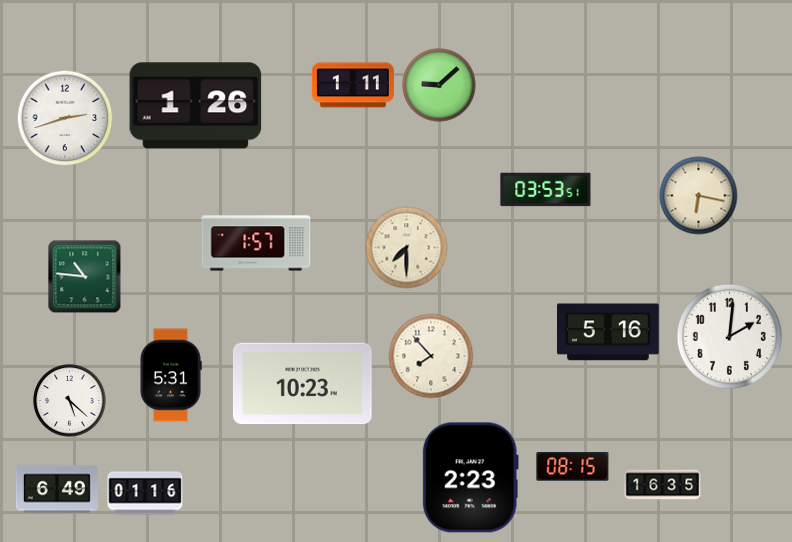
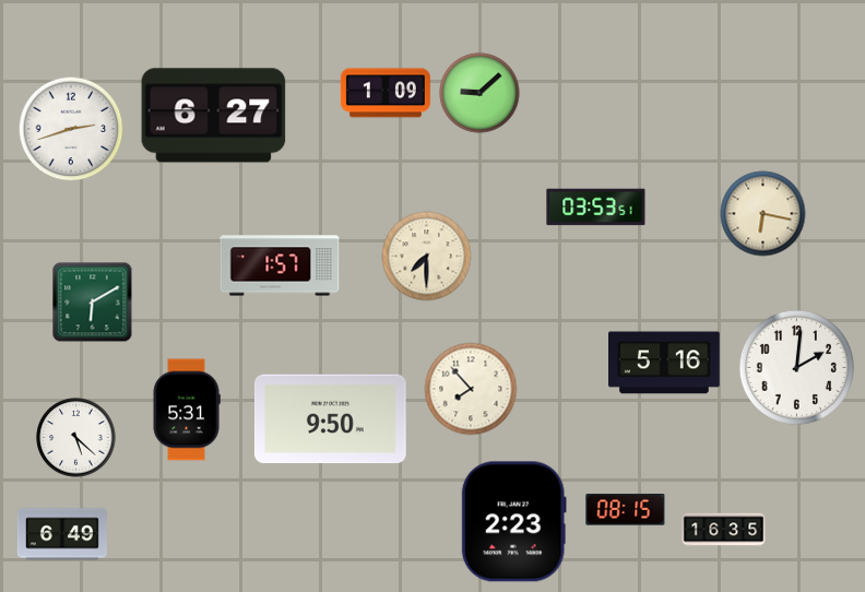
clock at (353, 85): 1:11 -> 1:09
clock at (196, 106): 1:26 -> 6:27
clock at (407, 248) position: (407, 248) -> (427, 257)
clock at (85, 277): 10:46 -> 6:10
clock at (302, 384): 10:23 -> 9:50
clock at (145, 493): 01:16 -> none
